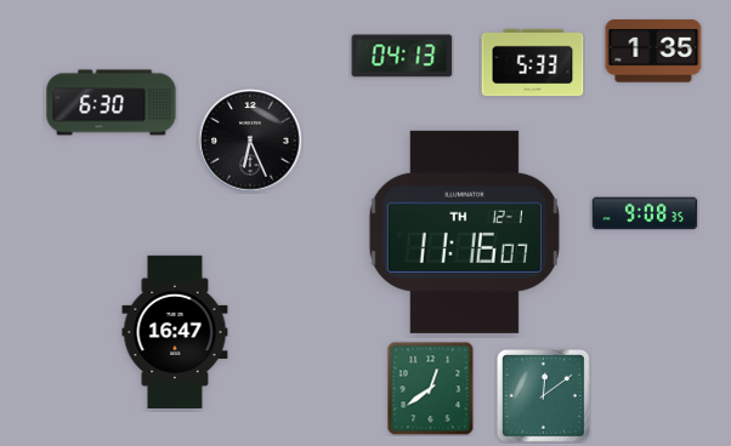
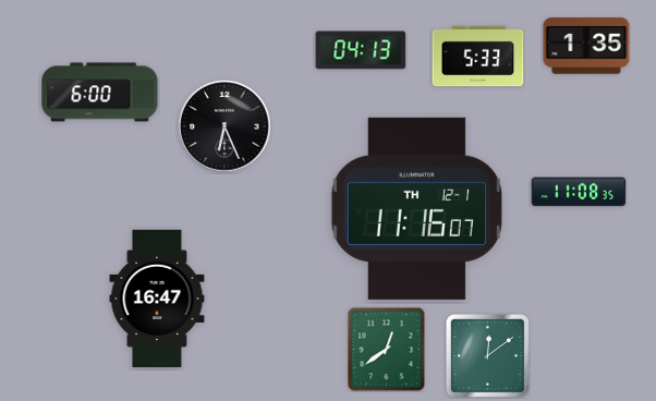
clock at (112, 103): 6:30 -> 6:00
clock at (645, 213): 9:08 -> 11:08
